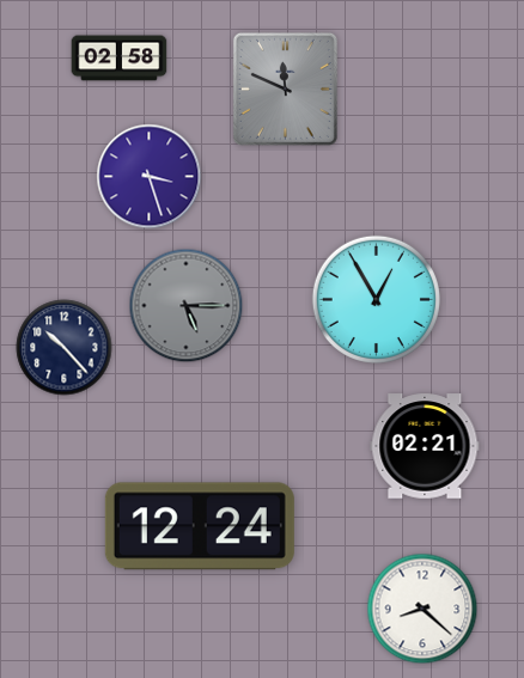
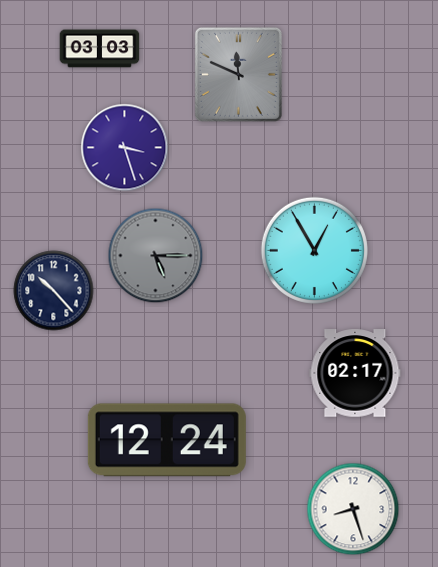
clock at (120, 59): 02:58 -> 03:03
clock at (425, 446): 02:21 -> 02:17
clock at (422, 609): 8:22 -> 8:27
